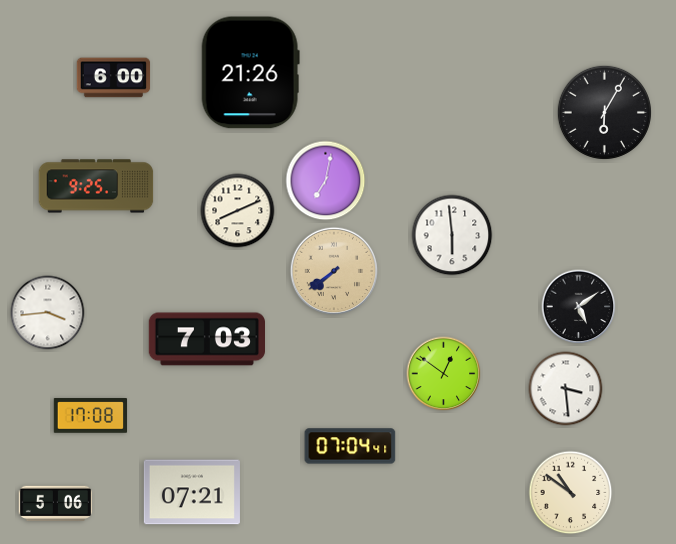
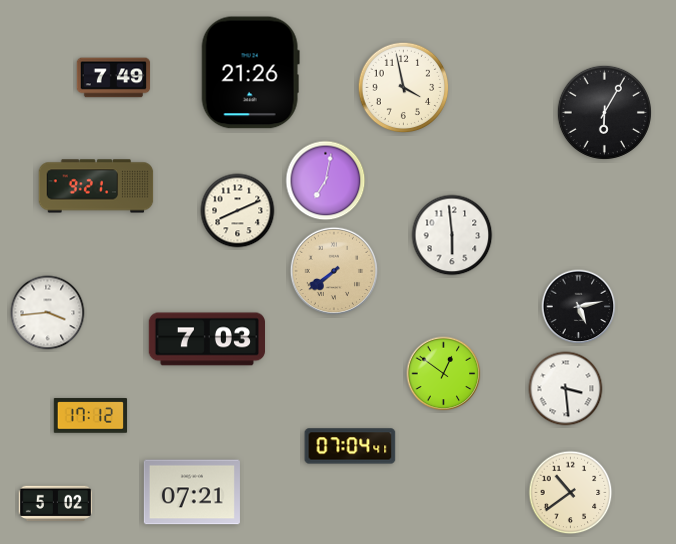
clock at (114, 78): 6:00 -> 7:49
clock at (404, 88): none -> 3:58
clock at (96, 186): 9:25 -> 9:21
clock at (579, 307): 5:09 -> 5:13
clock at (91, 416): 17:08 -> 17:12
clock at (571, 493): 10:51 -> 10:39
clock at (56, 503): 5:06 -> 5:02
